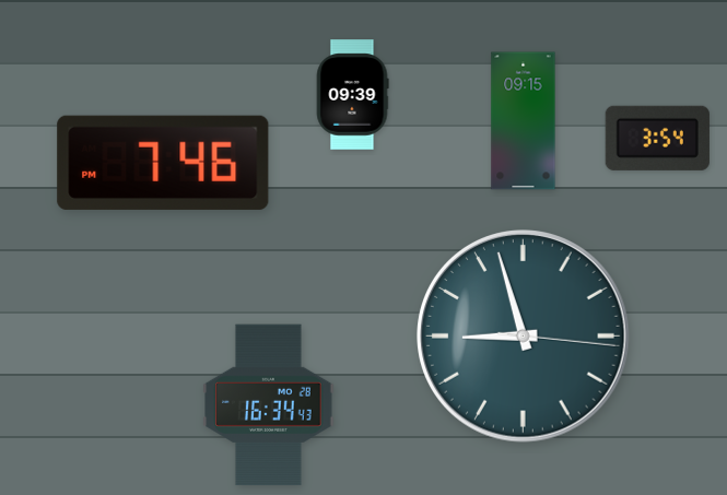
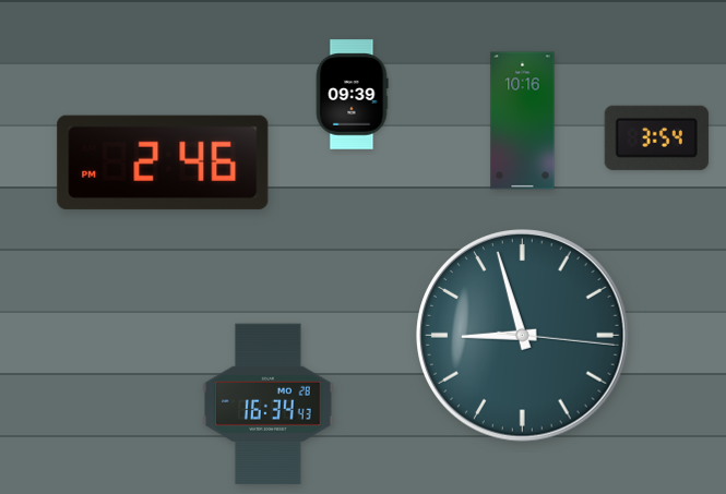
clock at (524, 121): 09:15 -> 10:16
clock at (163, 163): 7:46 -> 2:46
